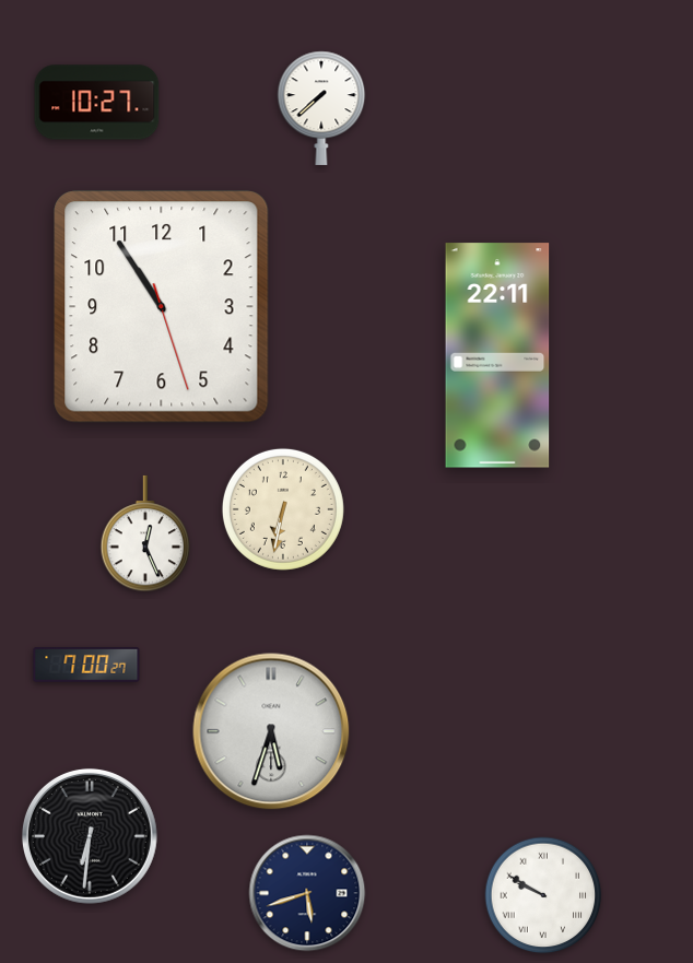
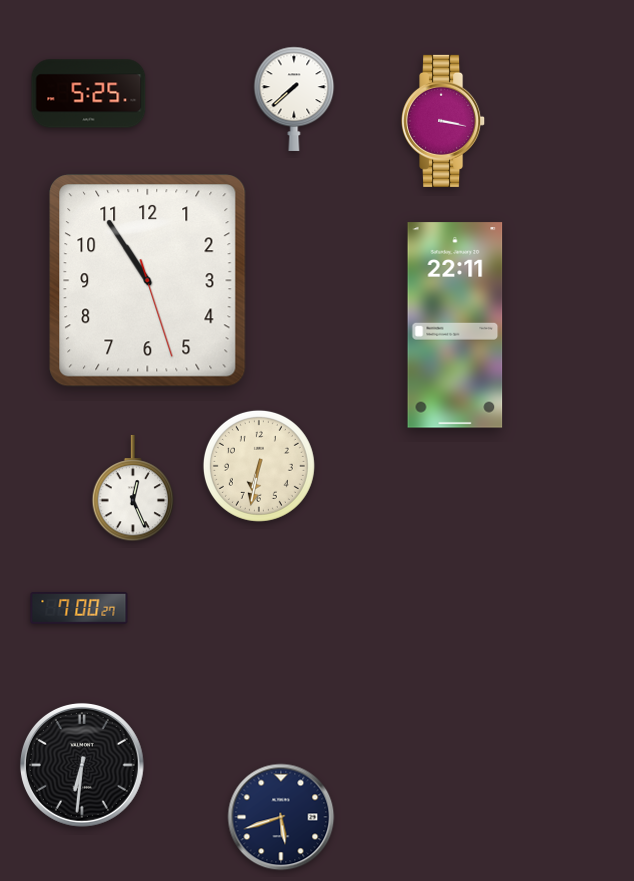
clock at (97, 103): 10:27 -> 5:25
clock at (444, 121): none -> 3:17
clock at (271, 731): 5:33 -> none
clock at (543, 895): 9:50 -> none
